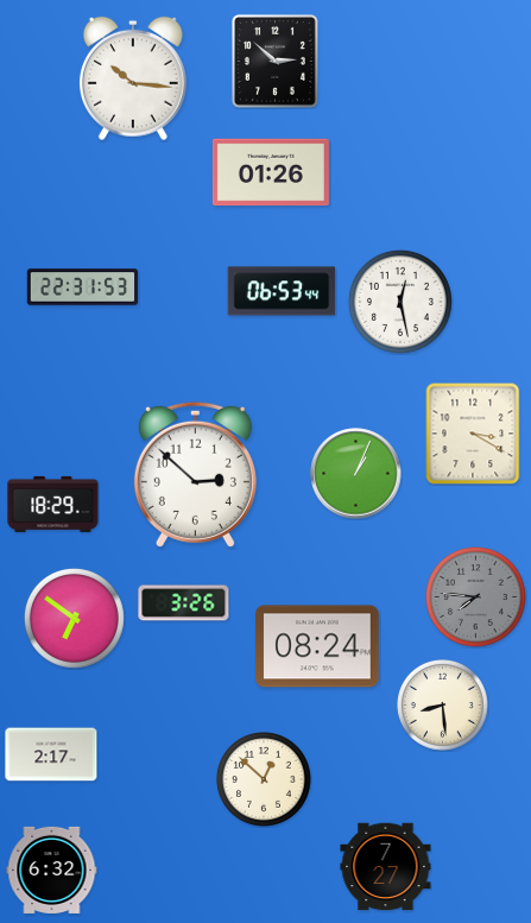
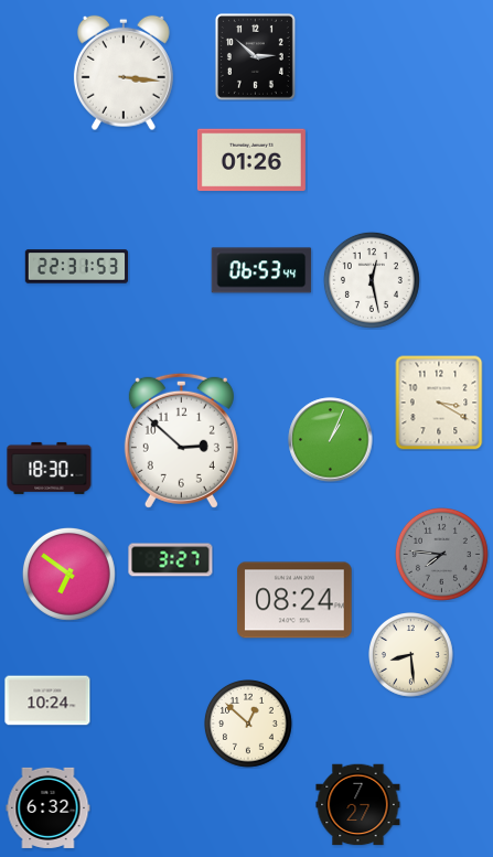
clock at (133, 78): 10:16 -> 3:16
clock at (53, 504): 18:29 -> 18:30
clock at (184, 603): 3:26 -> 3:27
clock at (51, 754): 2:17 -> 10:24
clock at (265, 780) position: (265, 780) -> (249, 725)
